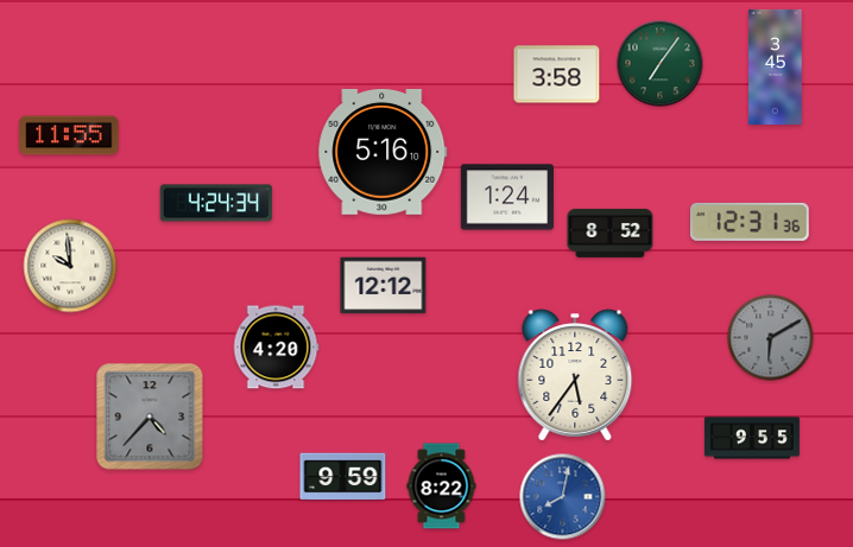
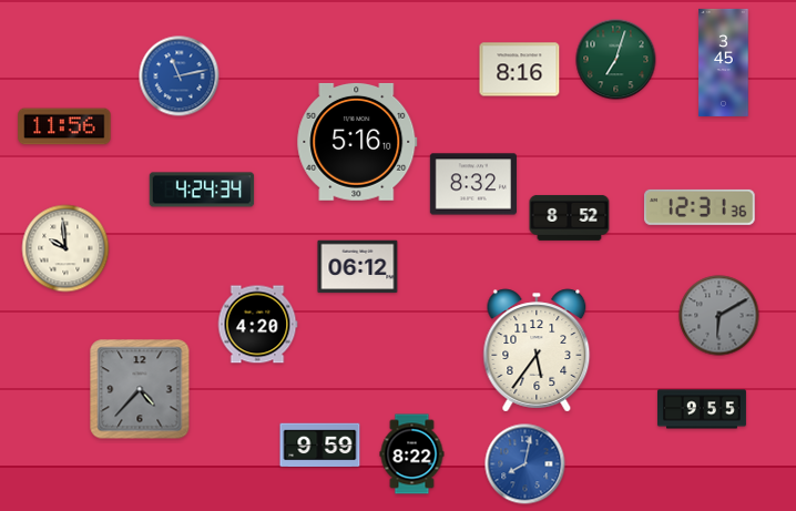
clock at (661, 64): 7:06 -> 7:03
clock at (557, 75): 3:58 -> 8:16
clock at (180, 76): none -> 11:13
clock at (69, 135): 11:55 -> 11:56
clock at (506, 197): 1:24 -> 8:32
clock at (384, 286): 12:12 -> 06:12
